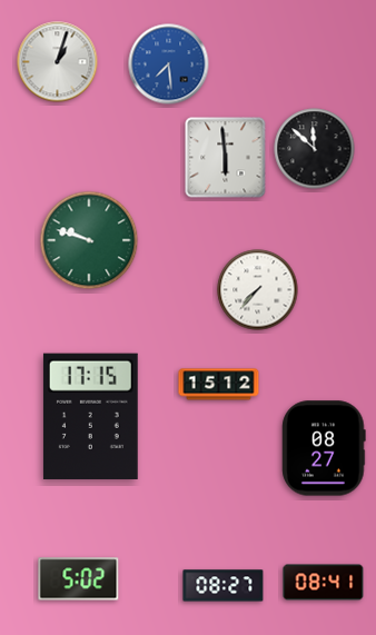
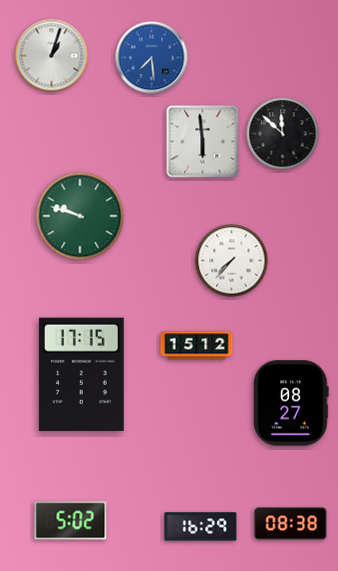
clock at (324, 583): 08:41 -> 08:38
clock at (224, 586): 08:27 -> 16:29
